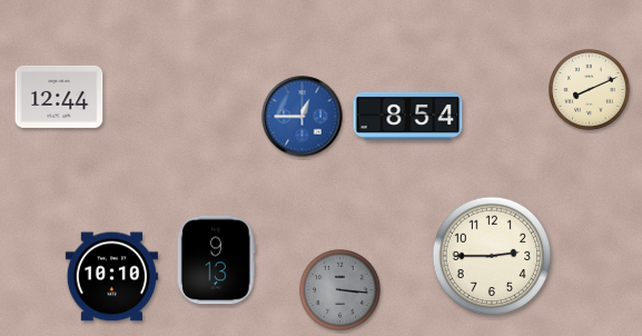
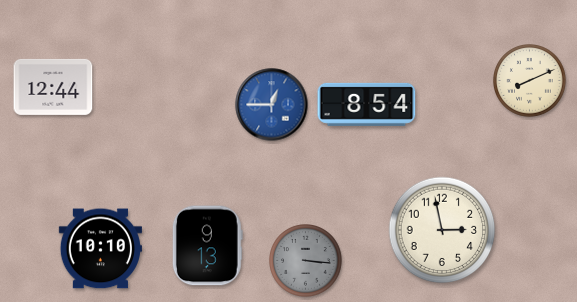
clock at (492, 256): 2:45 -> 2:58
clock at (216, 260) position: (216, 260) -> (207, 246)
